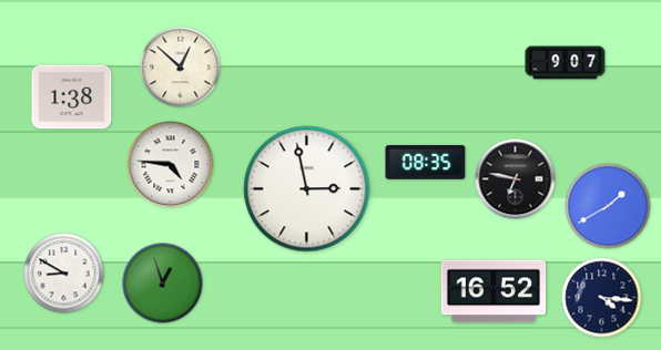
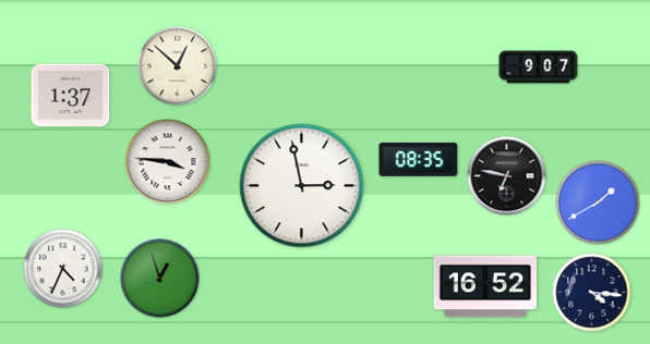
clock at (566, 63) position: (566, 63) -> (539, 67)
clock at (72, 97): 1:38 -> 1:37
clock at (171, 165): 4:46 -> 3:46
clock at (64, 274): 8:50 -> 4:34
